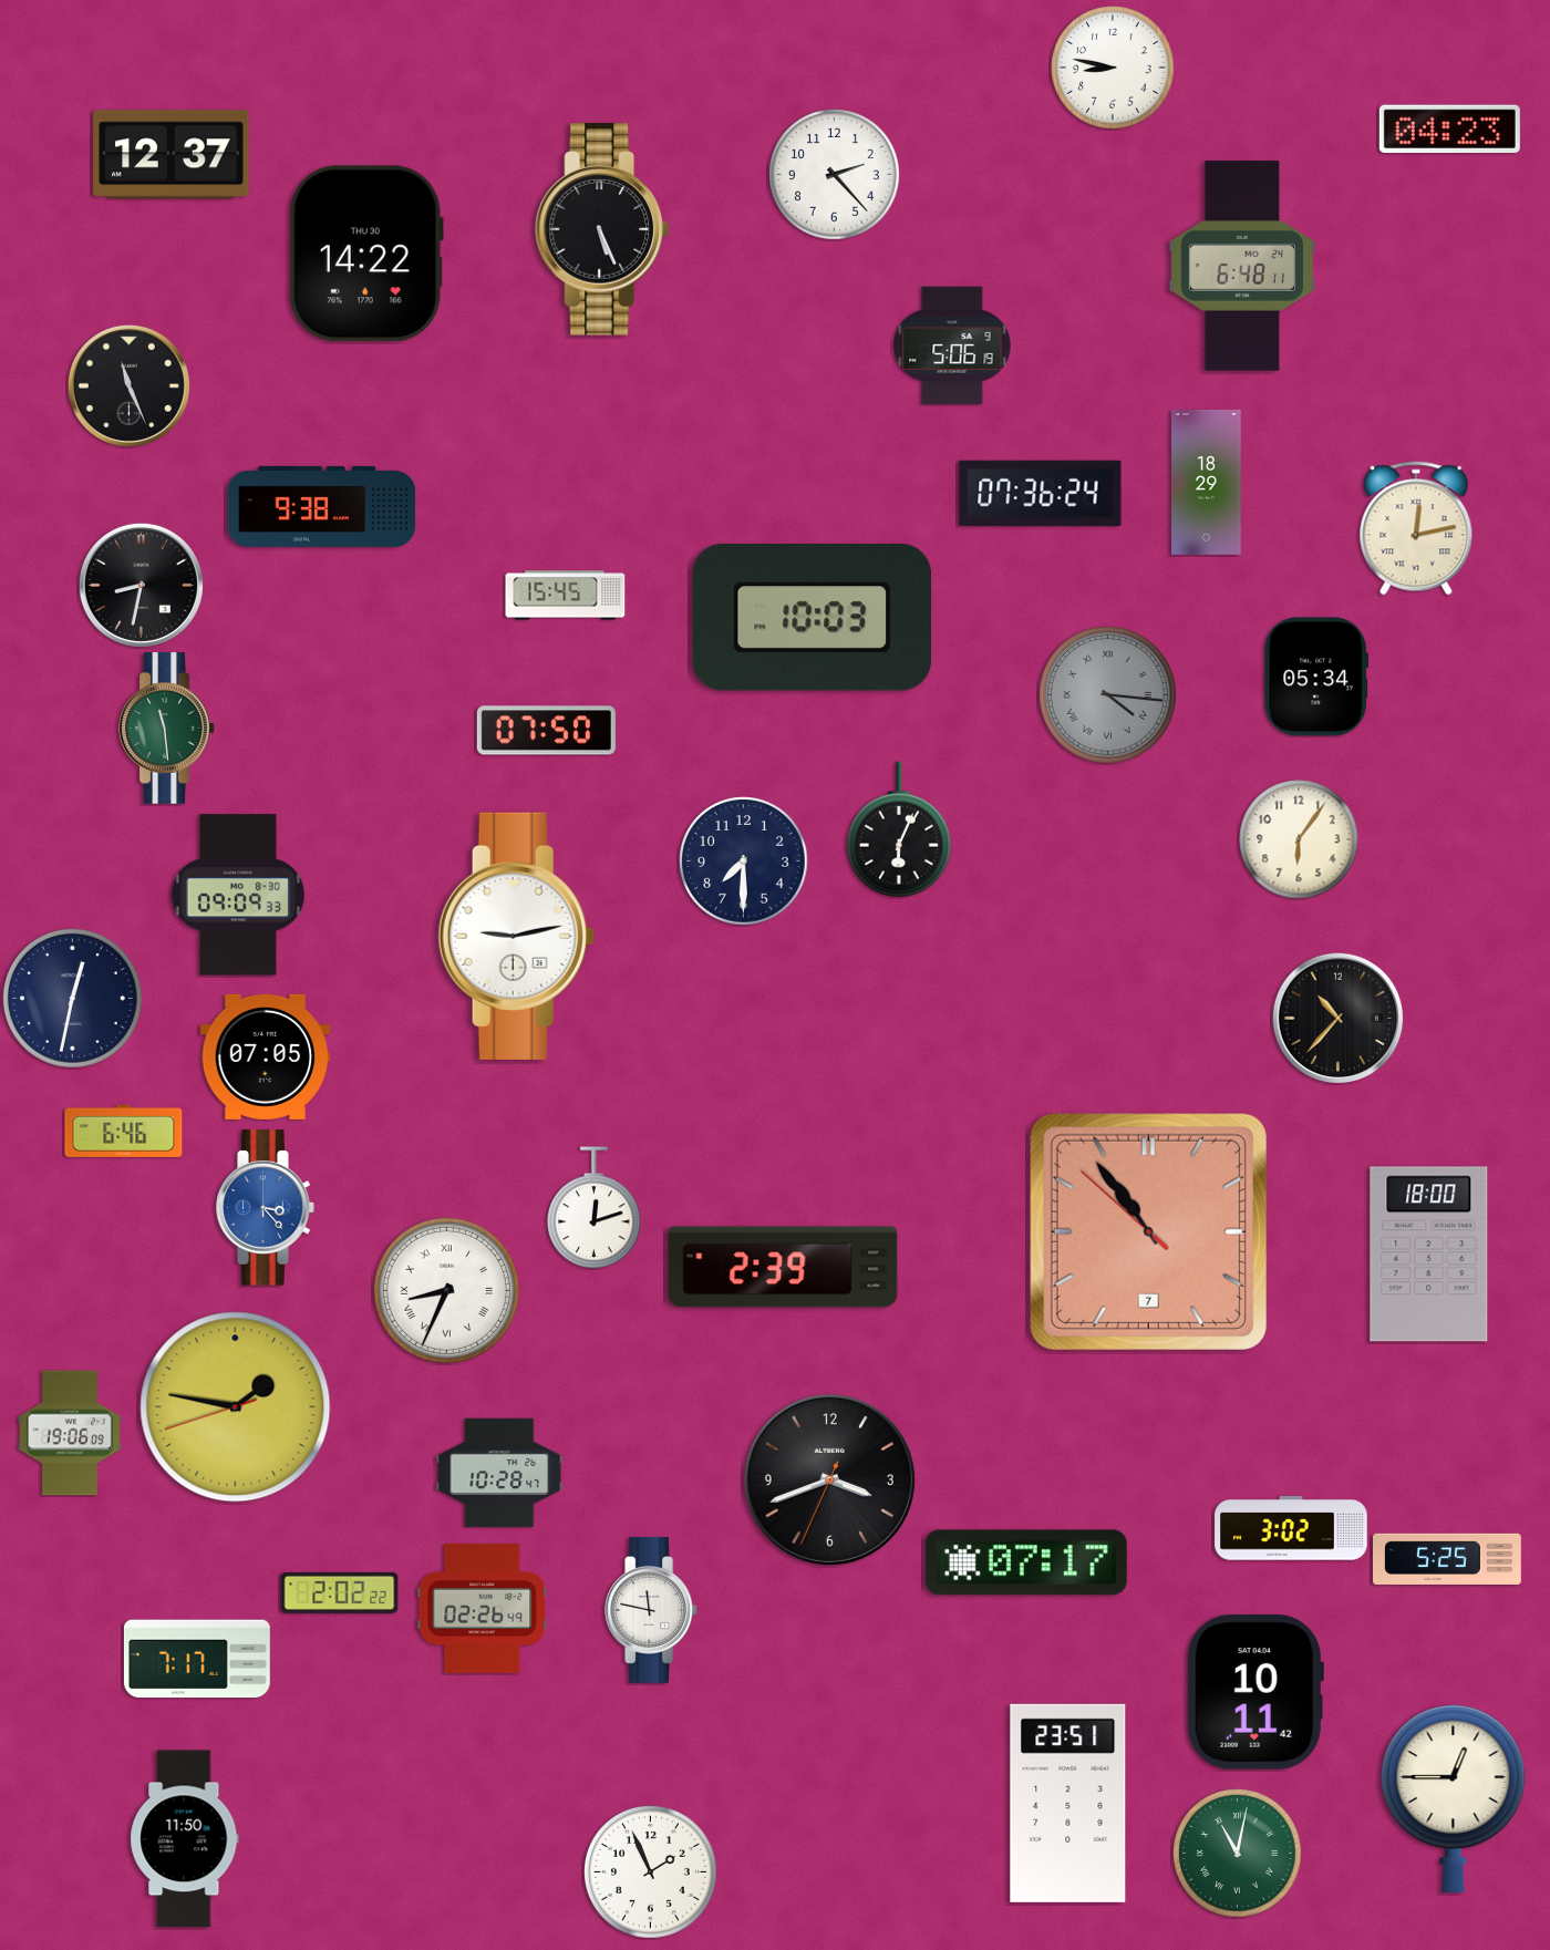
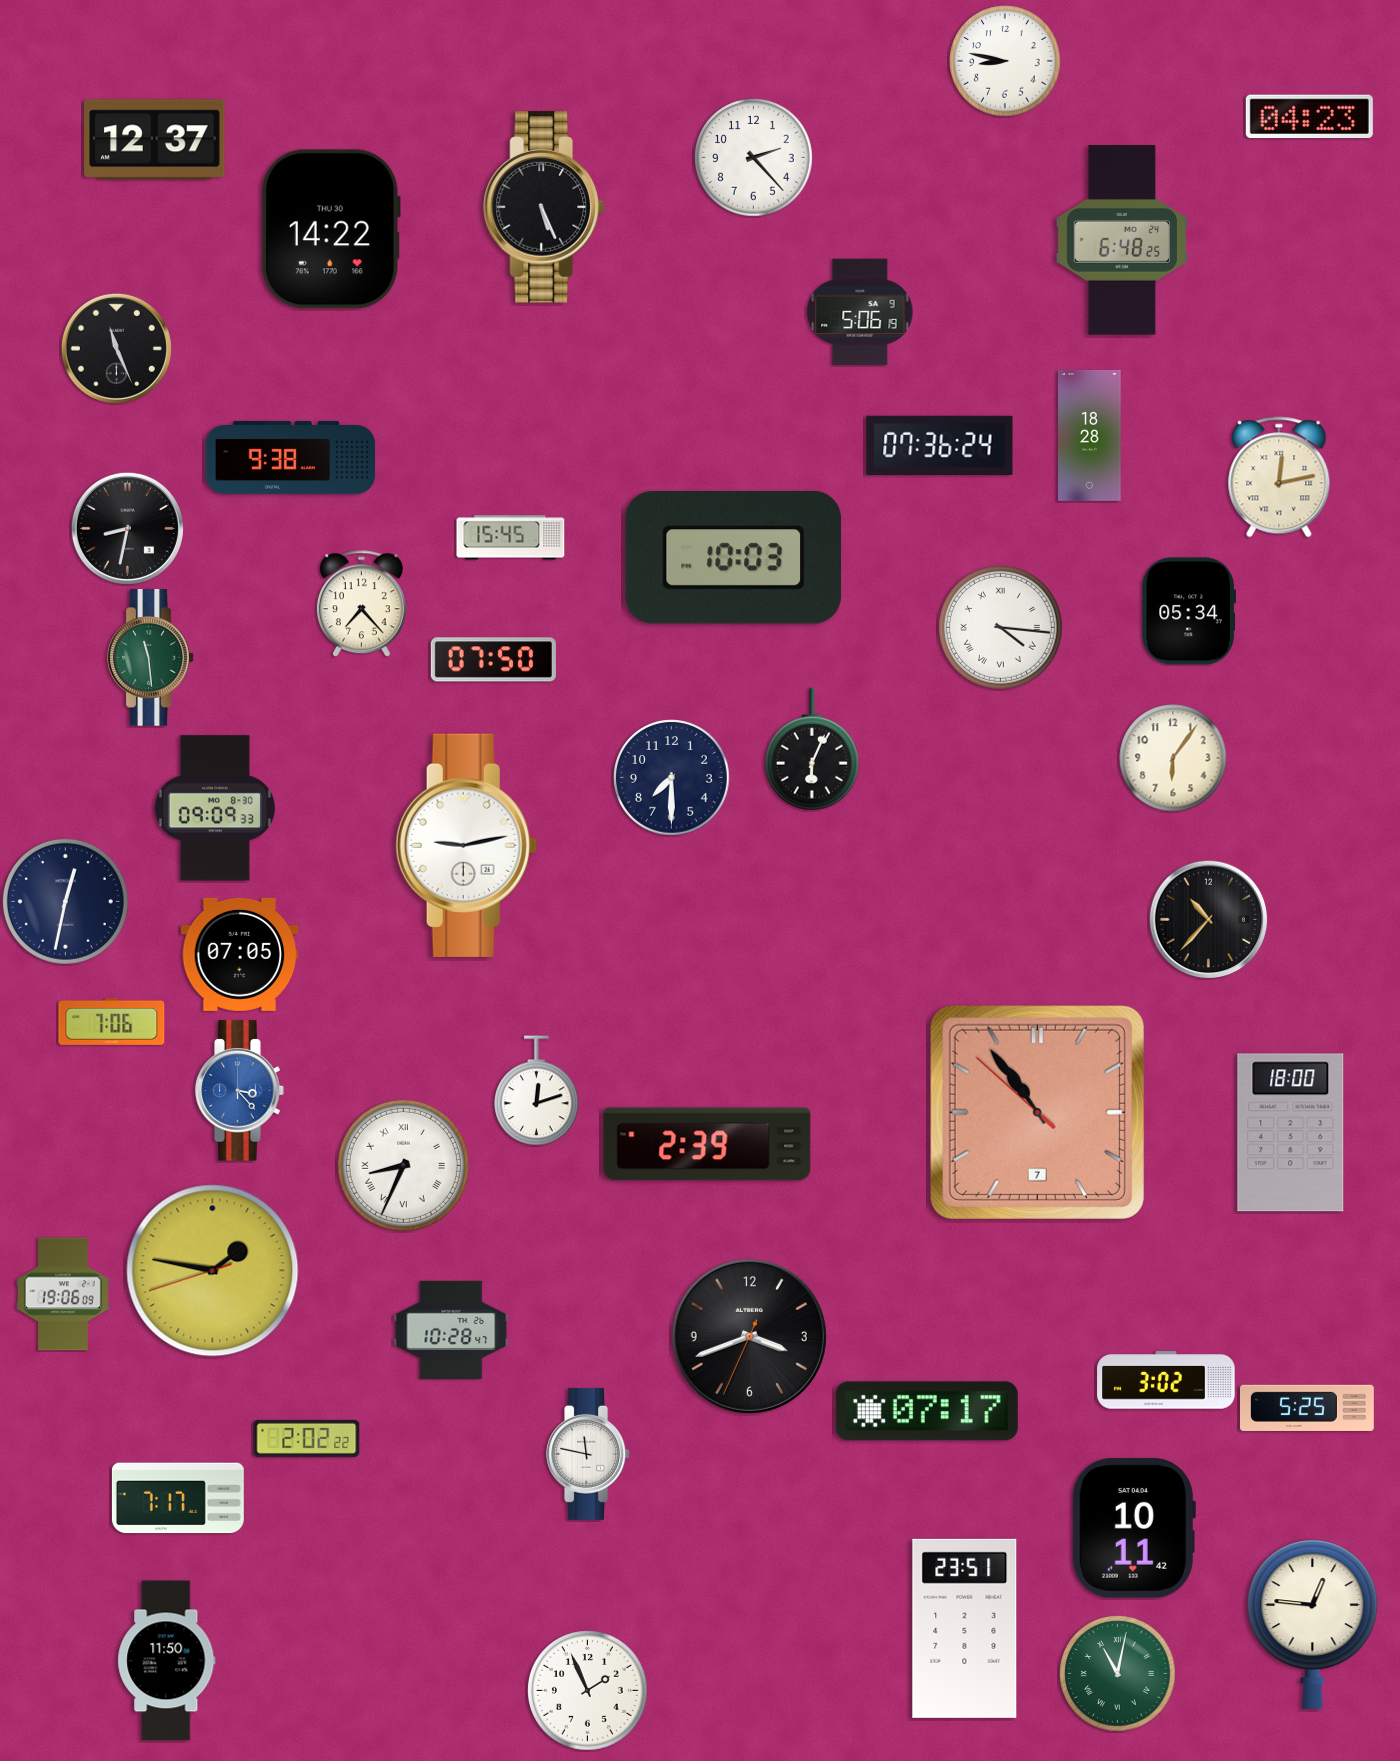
clock at (1242, 266): 6:48:11 -> 6:48:25
clock at (1207, 482): 18:29 -> 18:28
clock at (361, 604): none -> 7:23
clock at (1107, 694) dial: grey -> white
clock at (124, 1131): 6:46 -> 7:06
clock at (483, 1609): 02:26 -> none
clock at (1454, 1798): 12:45 -> 12:46
